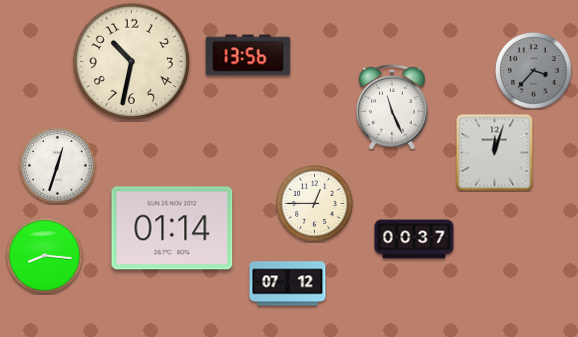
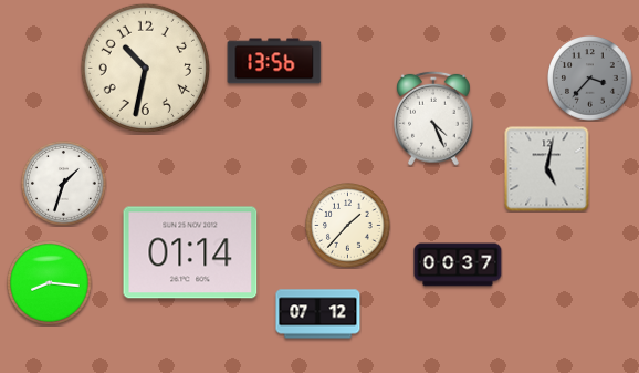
clock at (393, 107): 11:26 -> 4:26
clock at (495, 153): 12:03 -> 5:02
clock at (58, 166): 12:33 -> 1:33
clock at (315, 204): 12:45 -> 1:37
